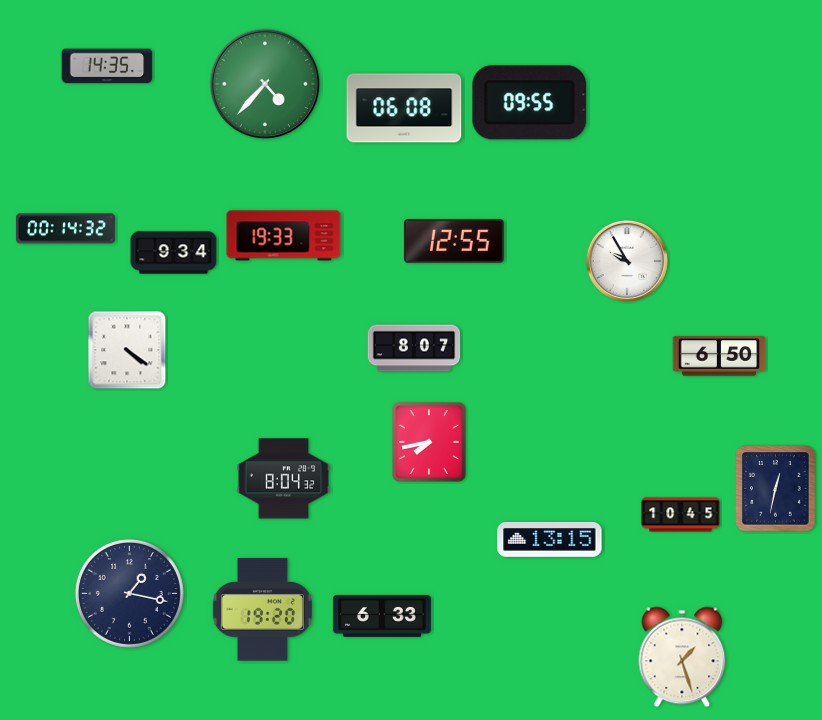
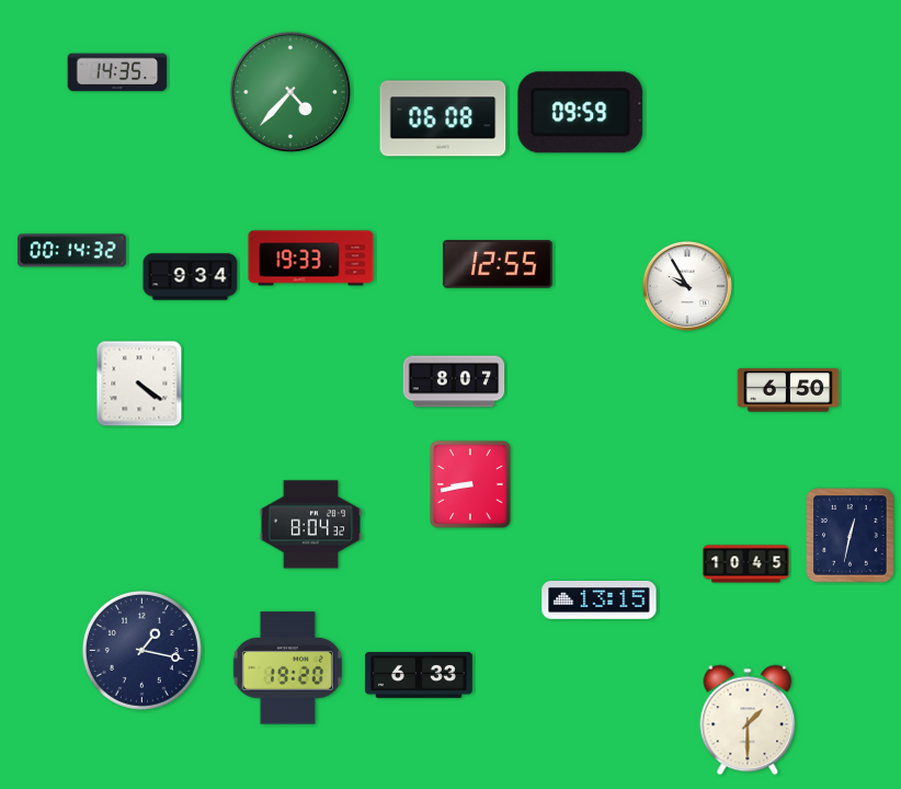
clock at (530, 103): 09:55 -> 09:59
clock at (429, 442): 7:43 -> 8:43
clock at (550, 540) position: (550, 540) -> (600, 601)
clock at (682, 657): 1:27 -> 1:30
